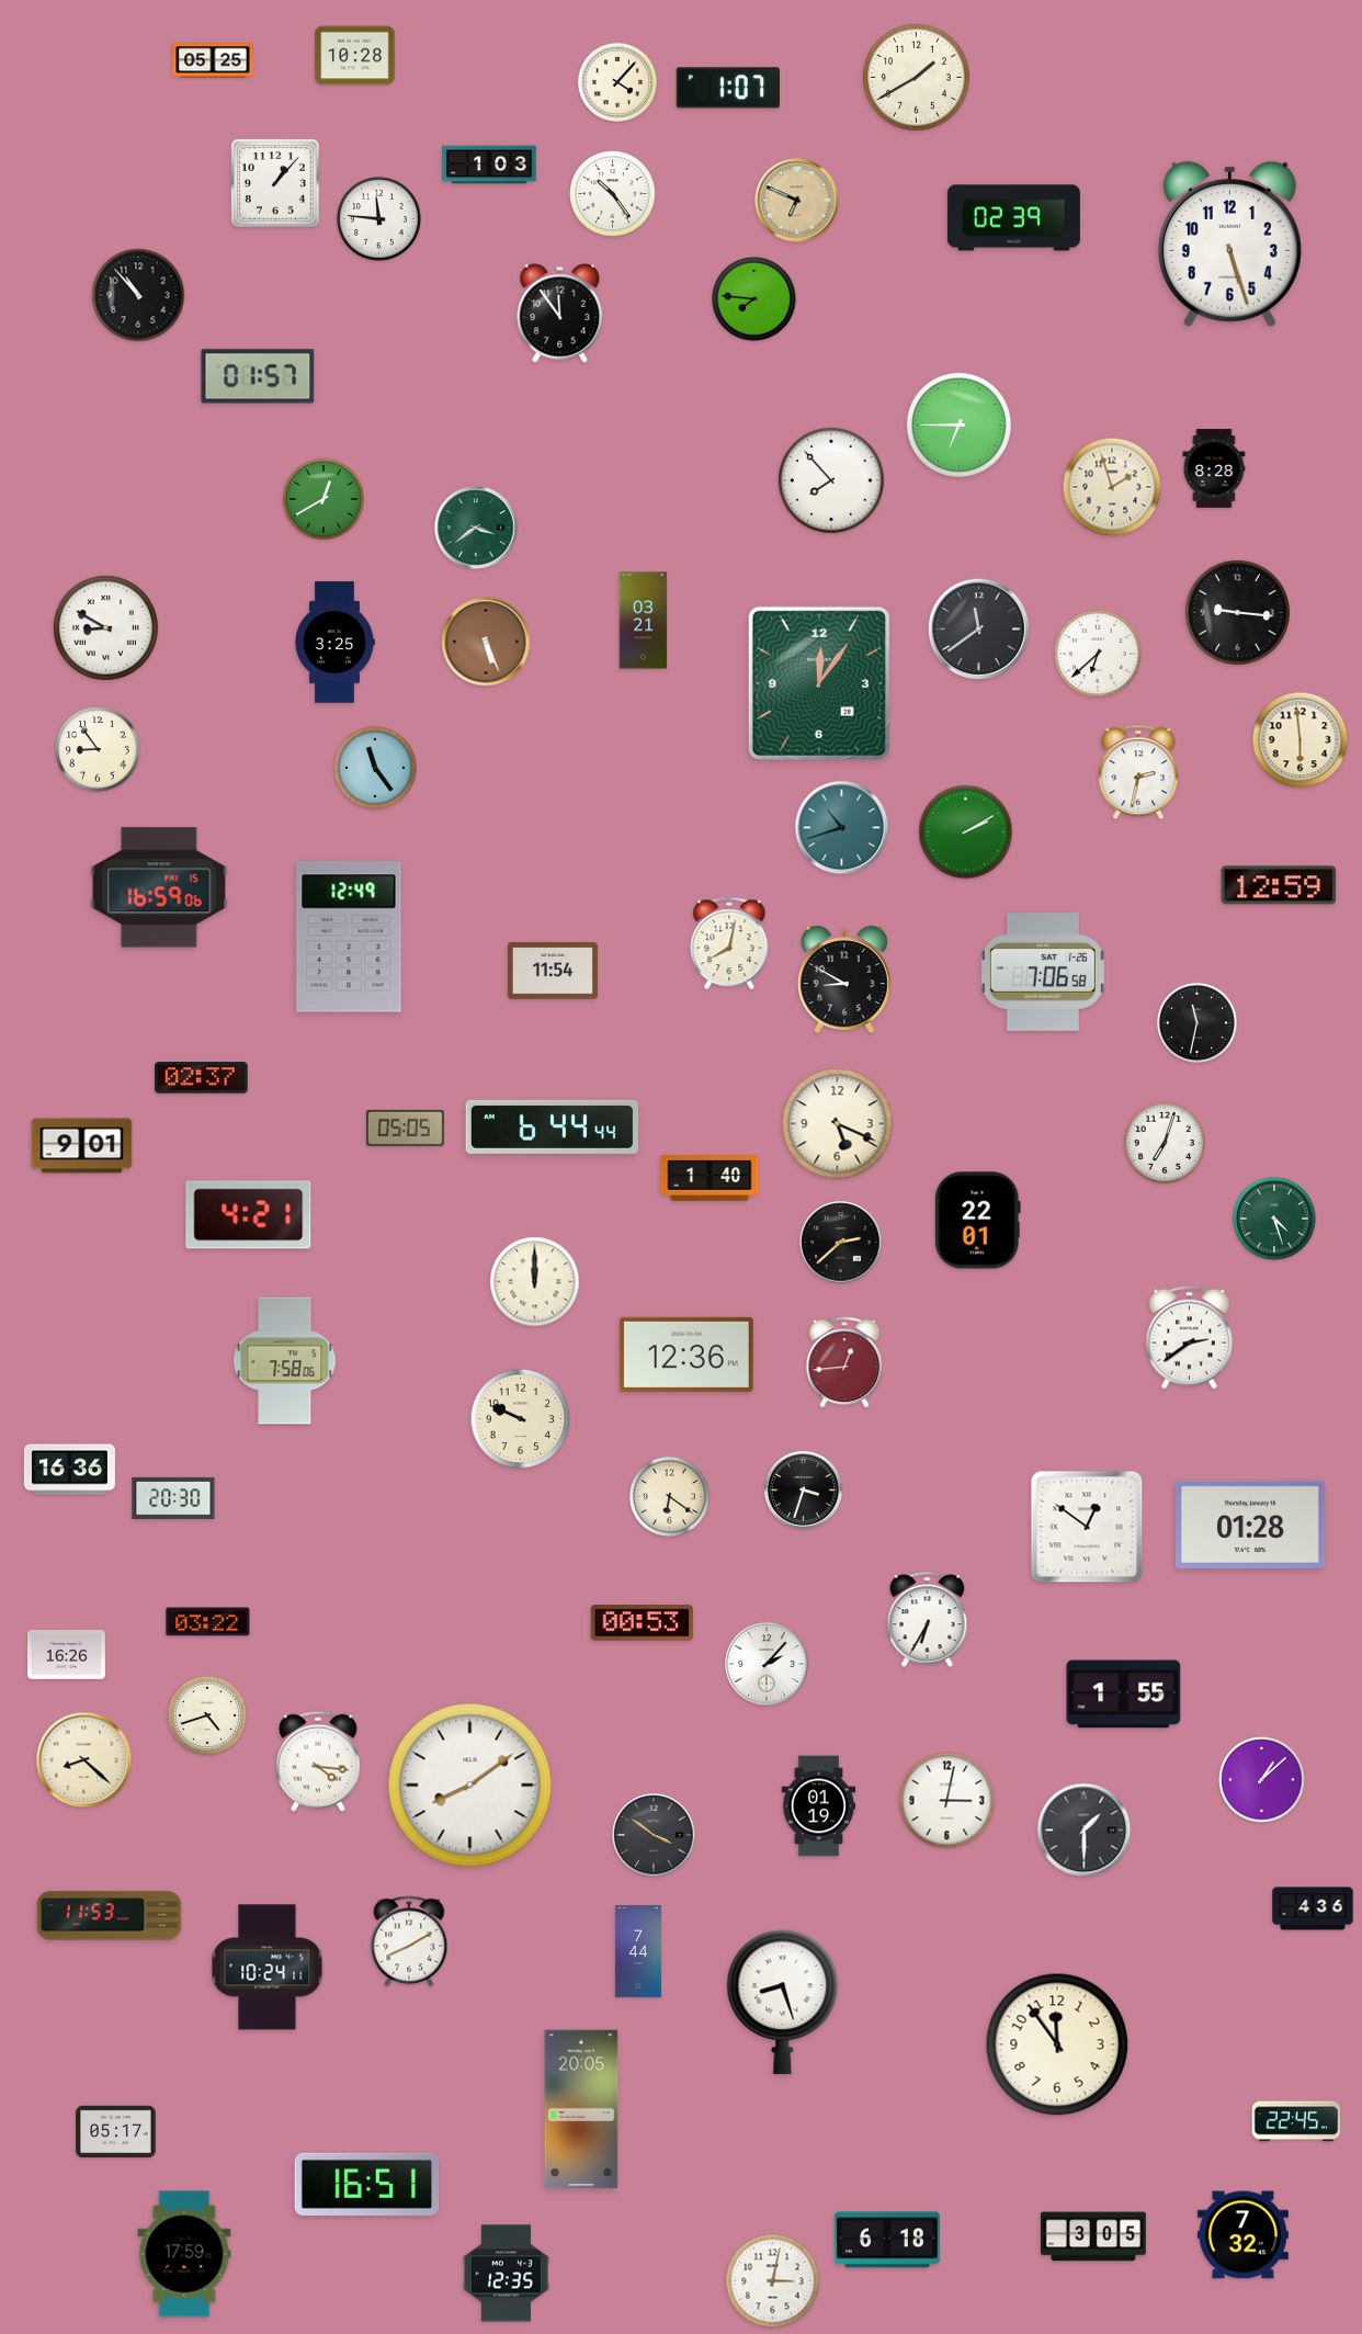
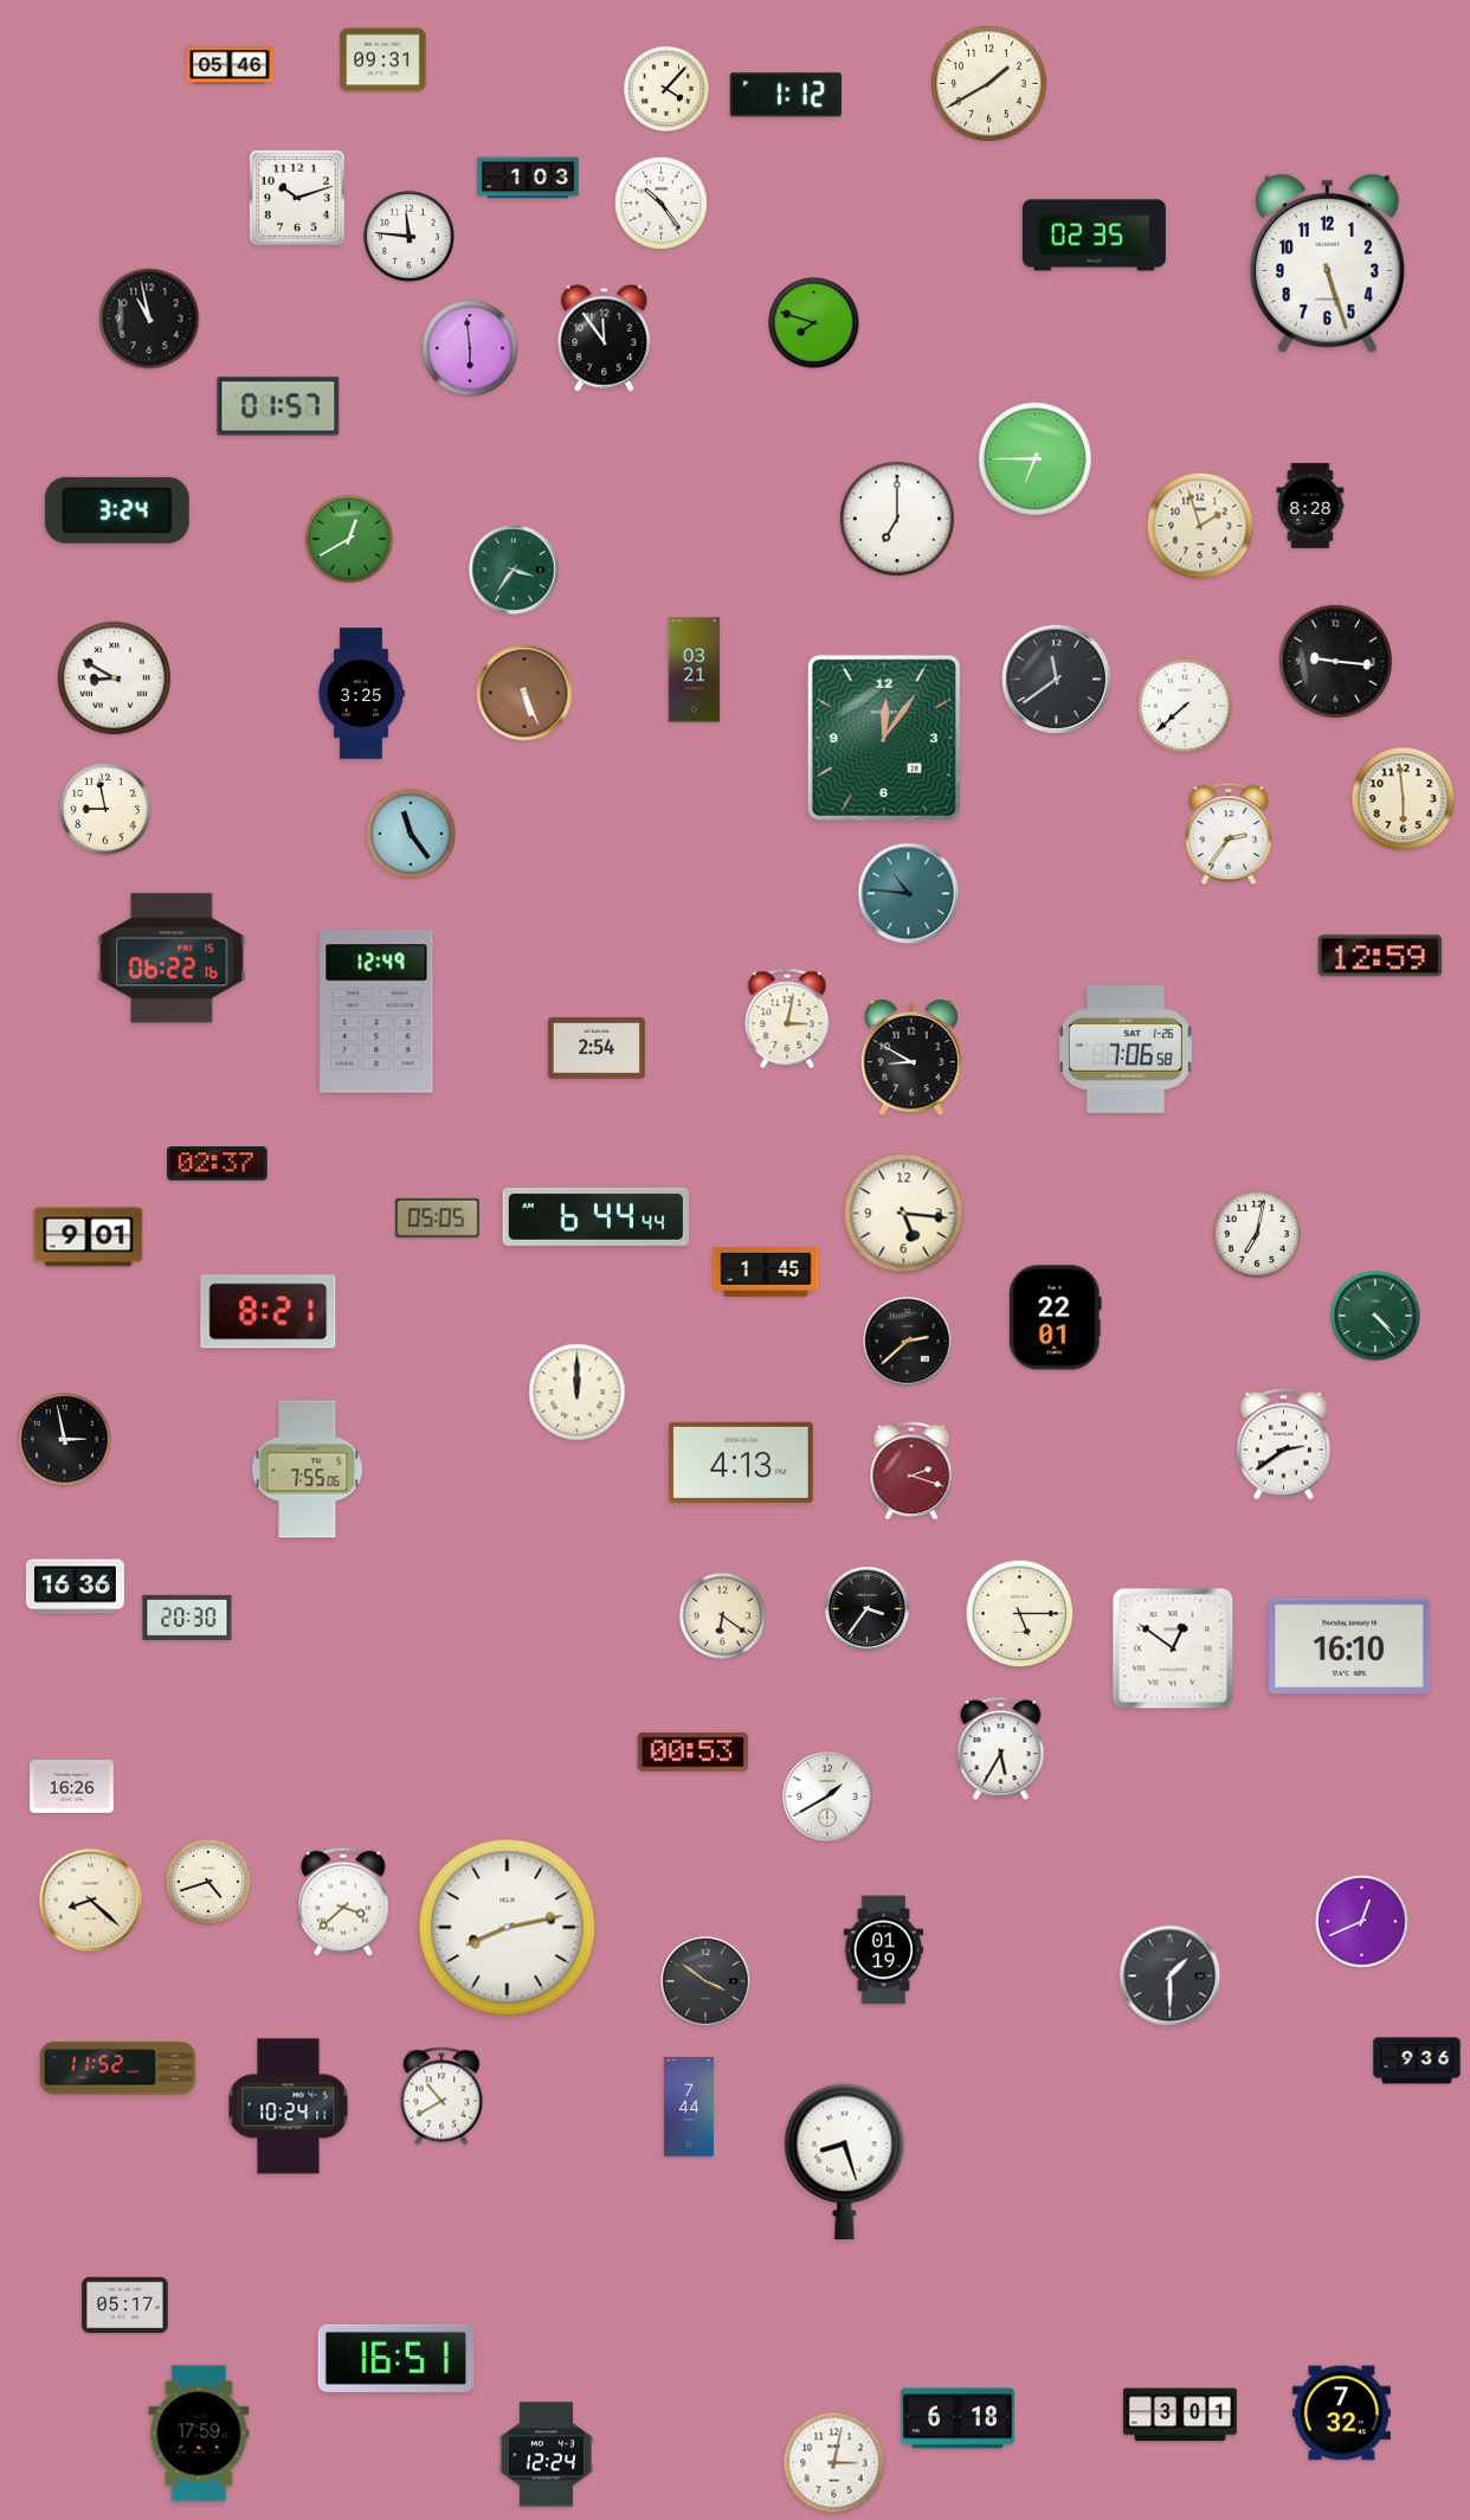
clock at (355, 56): 10:28 -> 09:31
clock at (213, 60): 05:25 -> 05:46
clock at (728, 88): 1:07 -> 1:12
clock at (276, 184): 1:07 -> 10:12
clock at (613, 194) position: (613, 194) -> (662, 204)
clock at (797, 201): 6:49 -> none
clock at (1013, 218): 02:39 -> 02:35
clock at (138, 295): 10:53 -> 10:58
clock at (754, 299): 7:46 -> 7:48
clock at (470, 348): none -> 5:59
clock at (117, 510): none -> 3:24
clock at (831, 480): 7:53 -> 7:00
clock at (476, 528): 3:39 -> 3:36
clock at (1098, 654): 6:38 -> 7:38
clock at (98, 749): 8:54 -> 8:58
clock at (376, 769) position: (376, 769) -> (412, 835)
clock at (1138, 772): 2:32 -> 2:36
clock at (842, 828): 10:42 -> 10:46
clock at (966, 832): 2:10 -> none
clock at (159, 887): 16:59 -> 06:22
clock at (729, 943): 8:02 -> 3:02
clock at (553, 971): 11:54 -> 2:54
clock at (1196, 1022): 11:32 -> none
clock at (838, 1124): 5:19 -> 5:16
clock at (1165, 1143): 7:03 -> 7:02
clock at (710, 1179): 1:40 -> 1:45
clock at (249, 1215): 4:21 -> 8:21
clock at (1275, 1220): 4:27 -> 4:23
clock at (535, 1282) position: (535, 1282) -> (578, 1393)
clock at (65, 1440): none -> 2:58
clock at (686, 1355): 12:36 -> 4:13
clock at (285, 1361): 7:58 -> 7:55
clock at (844, 1362): 12:44 -> 2:18
clock at (521, 1419): 9:49 -> none
clock at (804, 1491): 3:33 -> 3:36
clock at (1020, 1614): none -> 5:15
clock at (1251, 1525): 01:28 -> 16:10
clock at (928, 1620): 6:35 -> 5:35
clock at (208, 1622): 03:22 -> none
clock at (767, 1664): 2:07 -> 1:40
clock at (1124, 1695): 1:55 -> none
clock at (207, 1715) position: (207, 1715) -> (208, 1882)
clock at (318, 1761): 4:16 -> 3:38
clock at (1262, 1780): 1:08 -> 12:41
clock at (470, 1786): 8:09 -> 8:13
clock at (947, 1801): 3:02 -> none
clock at (1313, 1908): 4:36 -> 9:36
clock at (110, 1916): 11:53 -> 11:52
clock at (409, 1941): 8:10 -> 10:40
clock at (268, 1968) position: (268, 1968) -> (289, 2107)
clock at (1057, 2044): 11:54 -> none
clock at (581, 2109): 20:05 -> none
clock at (1296, 2121): 22:45 -> none
clock at (116, 2132) position: (116, 2132) -> (125, 2306)
clock at (1093, 2236): 3:05 -> 3:01
clock at (506, 2274): 12:35 -> 12:24
